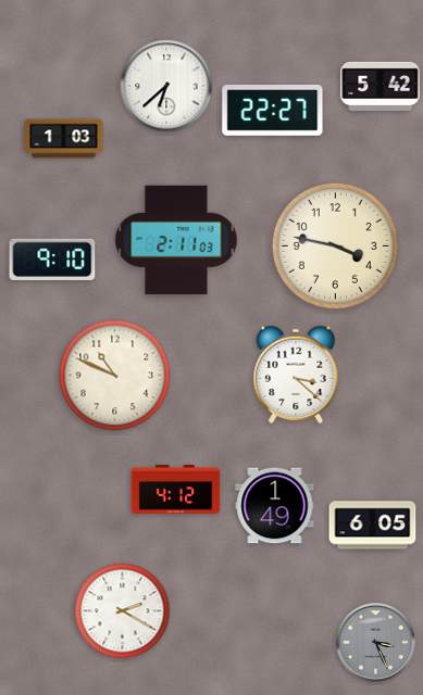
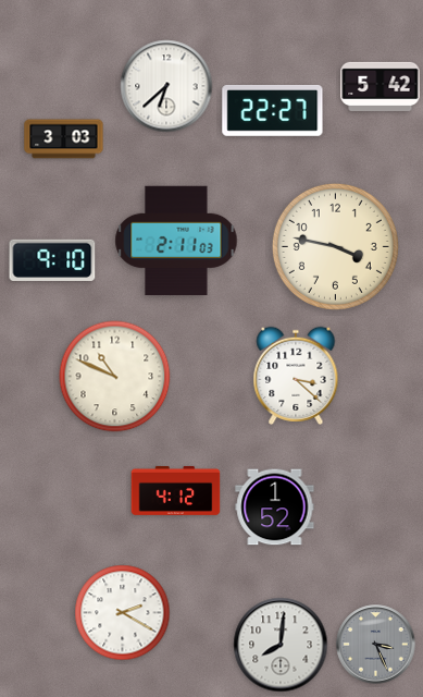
clock at (64, 139): 1:03 -> 3:03
clock at (275, 506): 1:49 -> 1:52
clock at (373, 526): 6:05 -> none
clock at (281, 645): none -> 8:01
